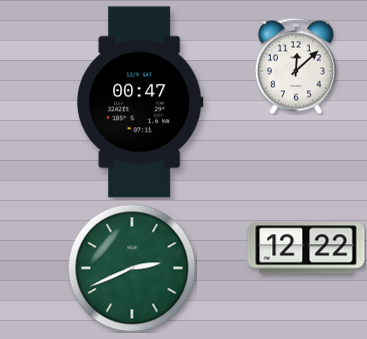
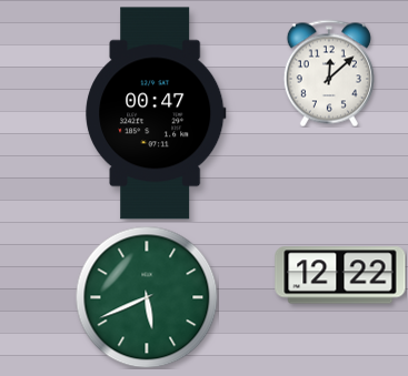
clock at (132, 268): 2:41 -> 5:41
